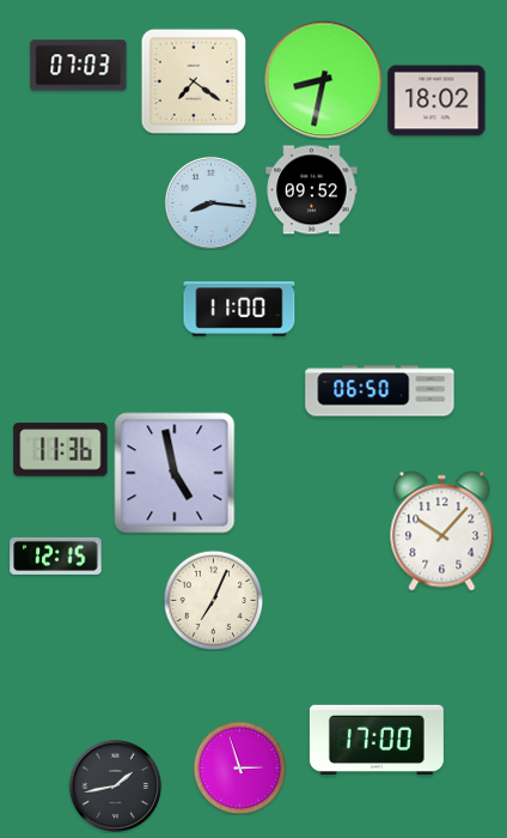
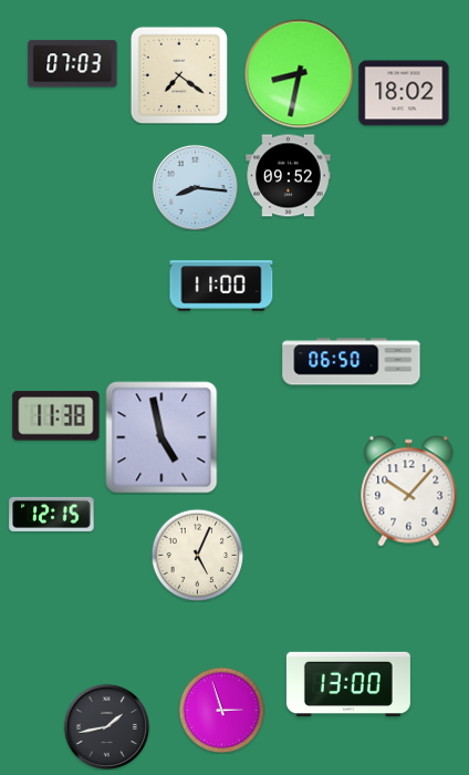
clock at (79, 66) position: (79, 66) -> (73, 64)
clock at (61, 450): 11:36 -> 11:38
clock at (213, 600): 7:04 -> 5:04
clock at (377, 740): 17:00 -> 13:00
